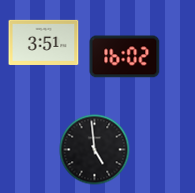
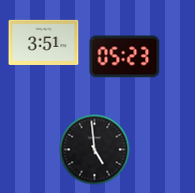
clock at (125, 57): 16:02 -> 05:23
